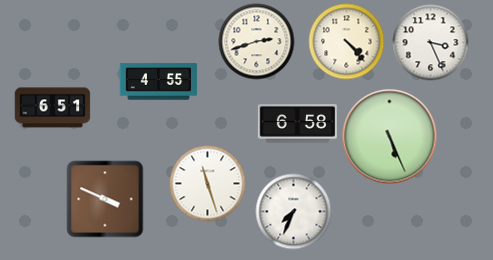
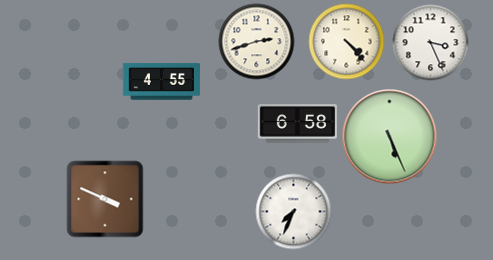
clock at (159, 82) position: (159, 82) -> (162, 82)
clock at (53, 108): 6:51 -> none
clock at (208, 184): 11:27 -> none
